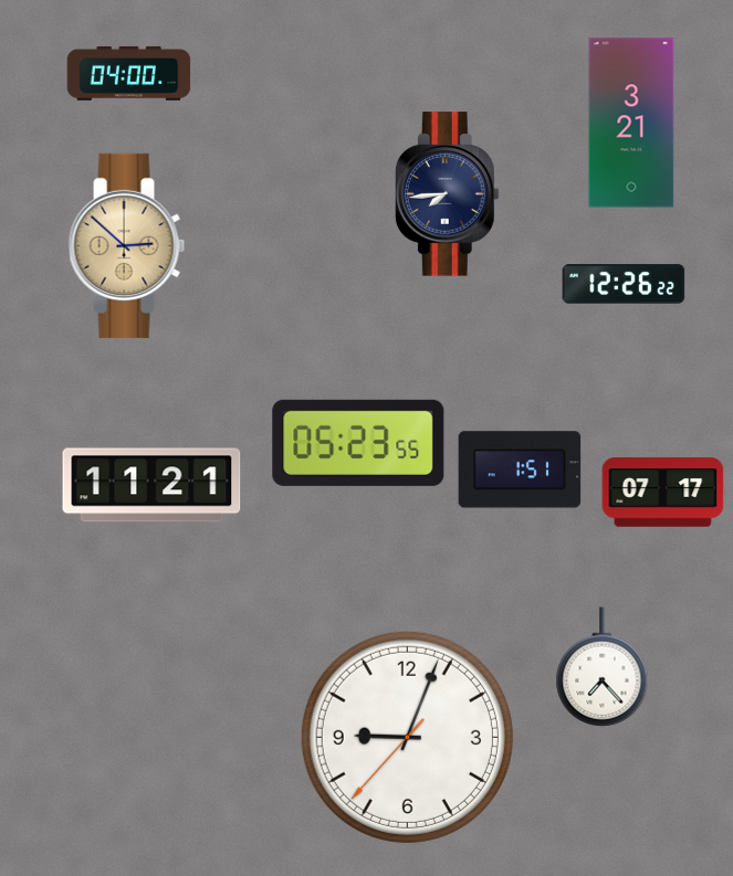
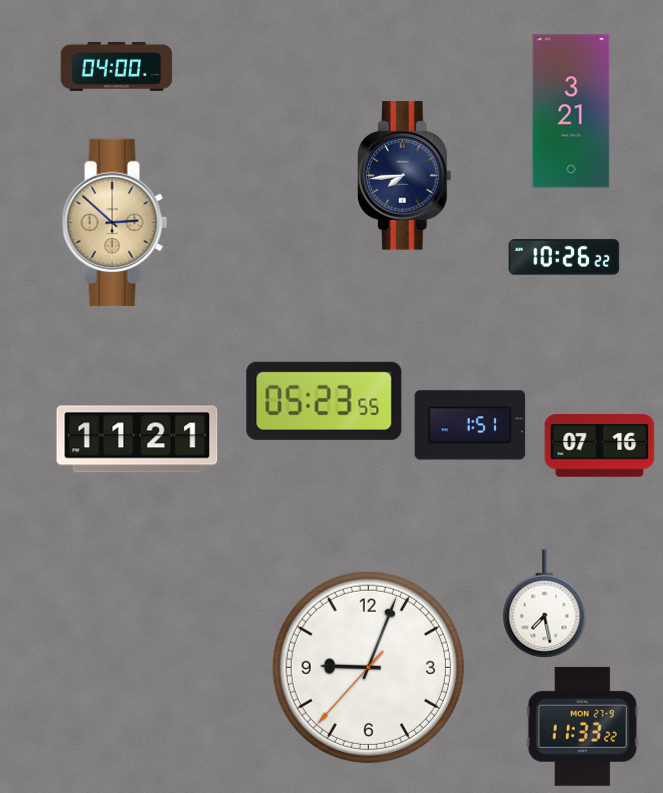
clock at (624, 284): 12:26 -> 10:26
clock at (663, 493): 07:17 -> 07:16
clock at (603, 667): 7:23 -> 7:28
clock at (582, 726): none -> 11:33
